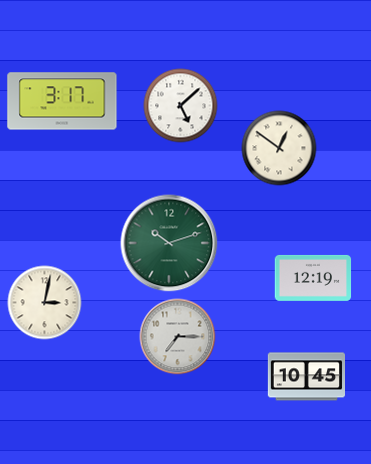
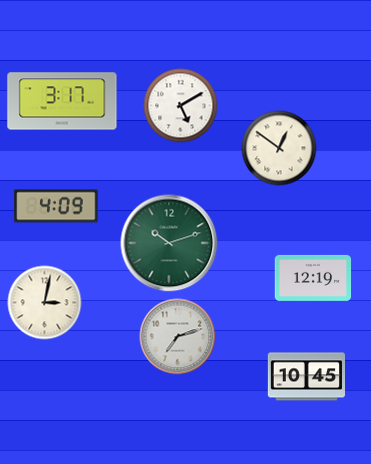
clock at (181, 106): 5:08 -> 5:10
clock at (56, 206): none -> 4:09
clock at (178, 337): 7:15 -> 7:12
